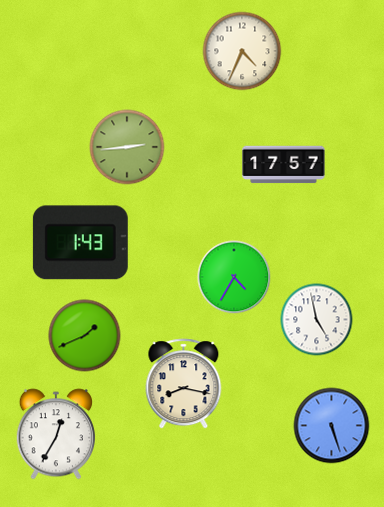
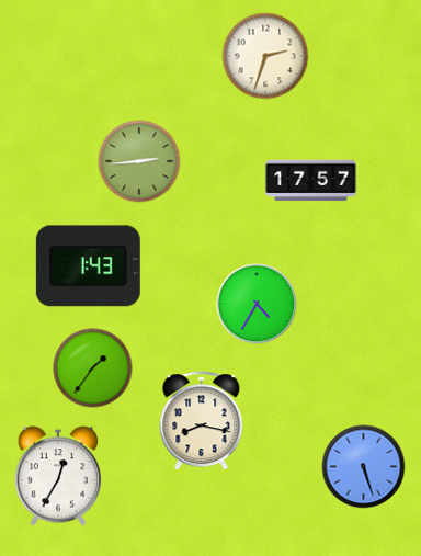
clock at (242, 51): 4:34 -> 2:33
clock at (317, 320): 4:58 -> none
clock at (85, 336): 1:41 -> 1:36
clock at (55, 434) position: (55, 434) -> (57, 476)
